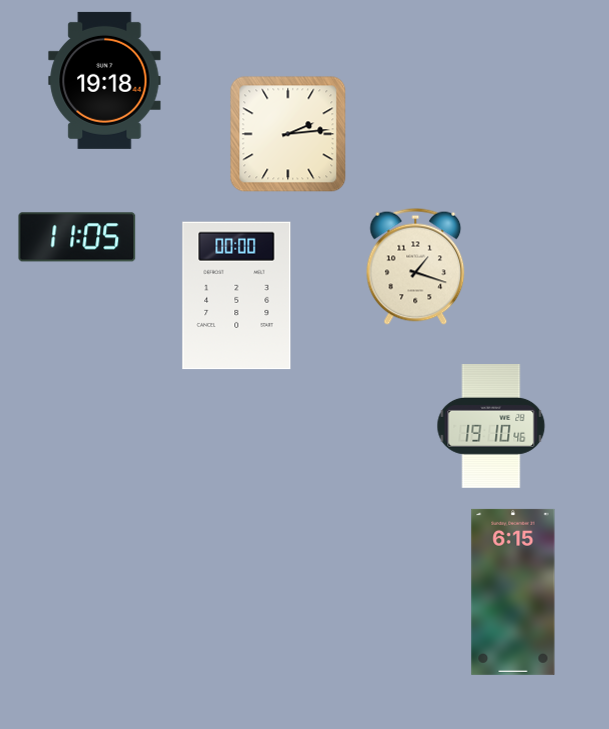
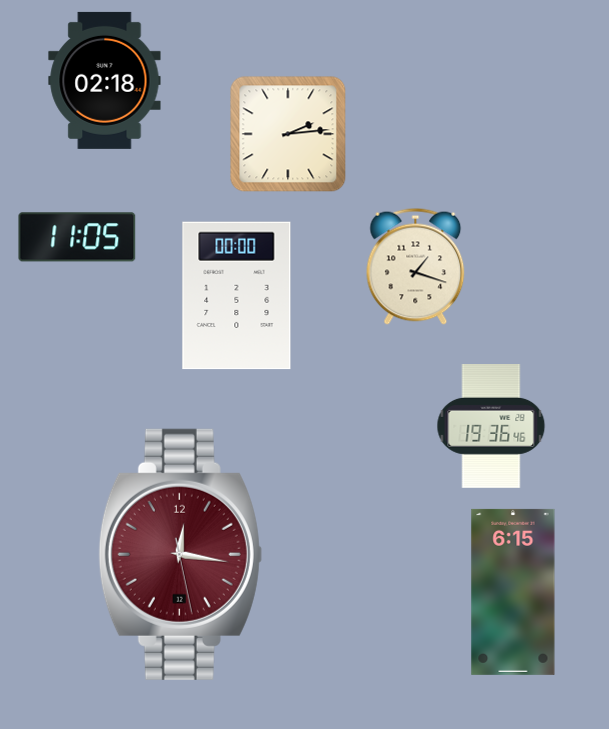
clock at (105, 80): 19:18 -> 02:18
clock at (491, 427): 19:10 -> 19:36
clock at (180, 554): none -> 12:16
